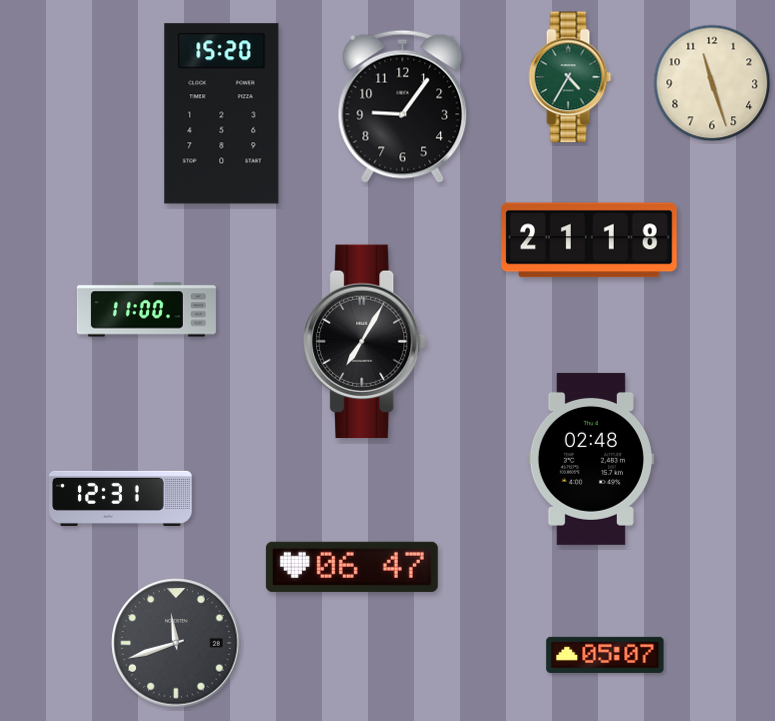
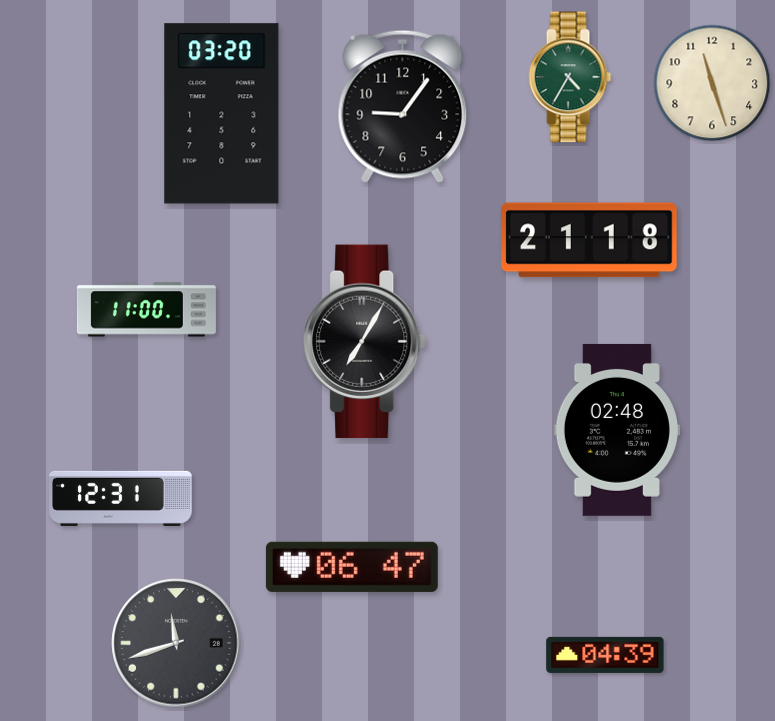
clock at (222, 114): 15:20 -> 03:20
clock at (591, 459) position: (591, 459) -> (617, 430)
clock at (605, 655): 05:07 -> 04:39
